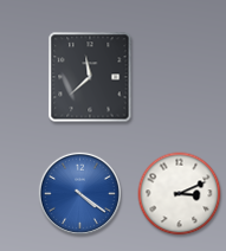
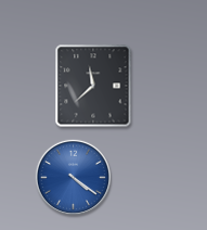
clock at (90, 77) position: (90, 77) -> (93, 86)
clock at (180, 194): 3:11 -> none
